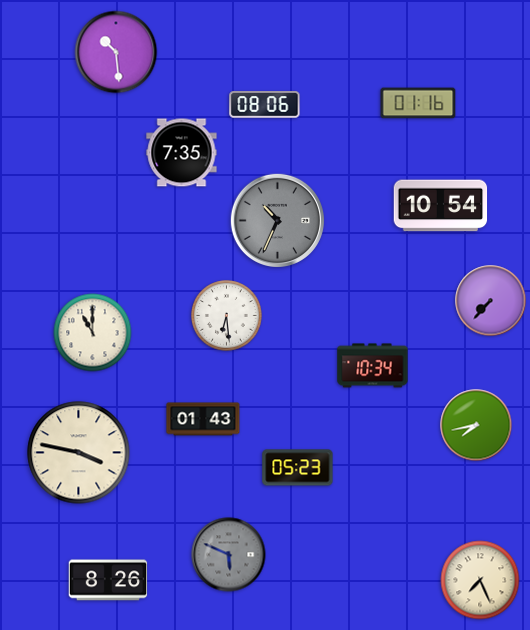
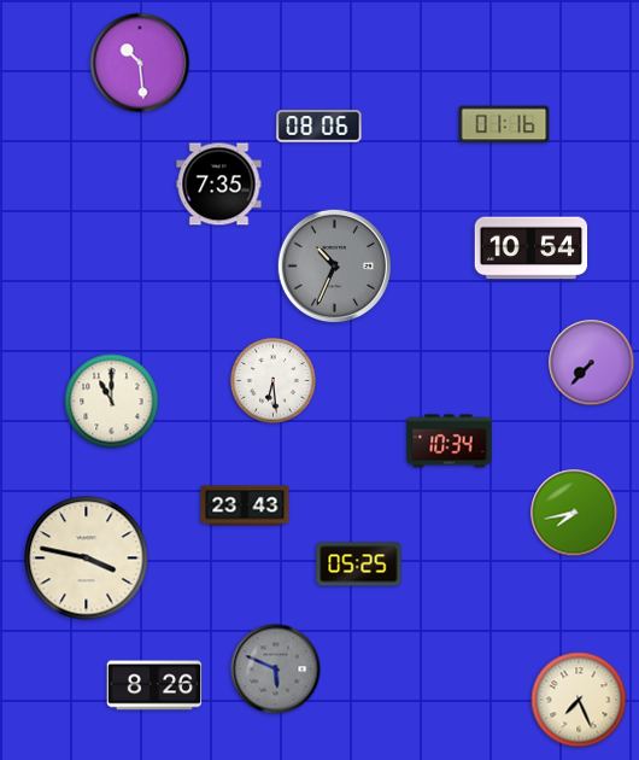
clock at (203, 419): 01:43 -> 23:43
clock at (79, 453) position: (79, 453) -> (87, 559)
clock at (298, 468): 05:23 -> 05:25
clock at (108, 580) position: (108, 580) -> (154, 685)
